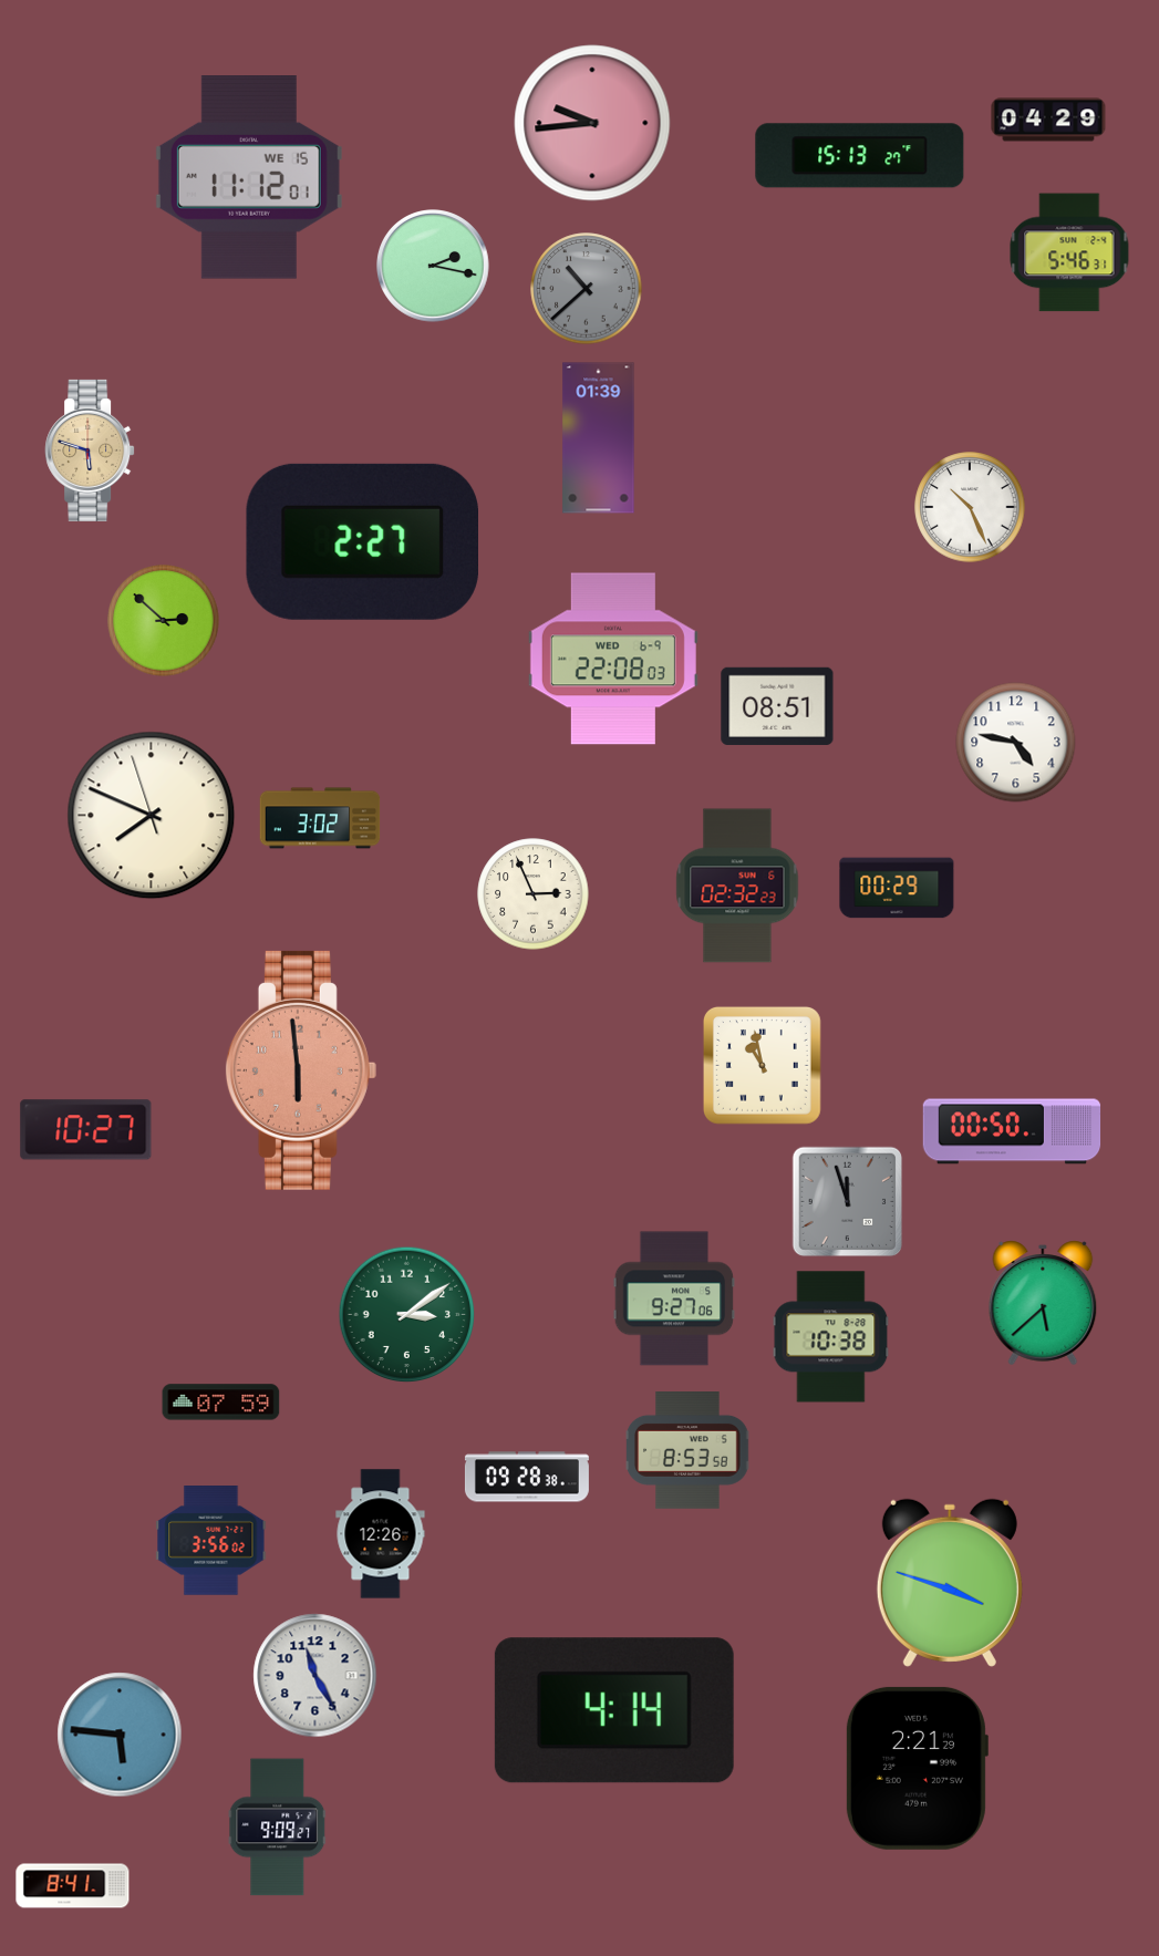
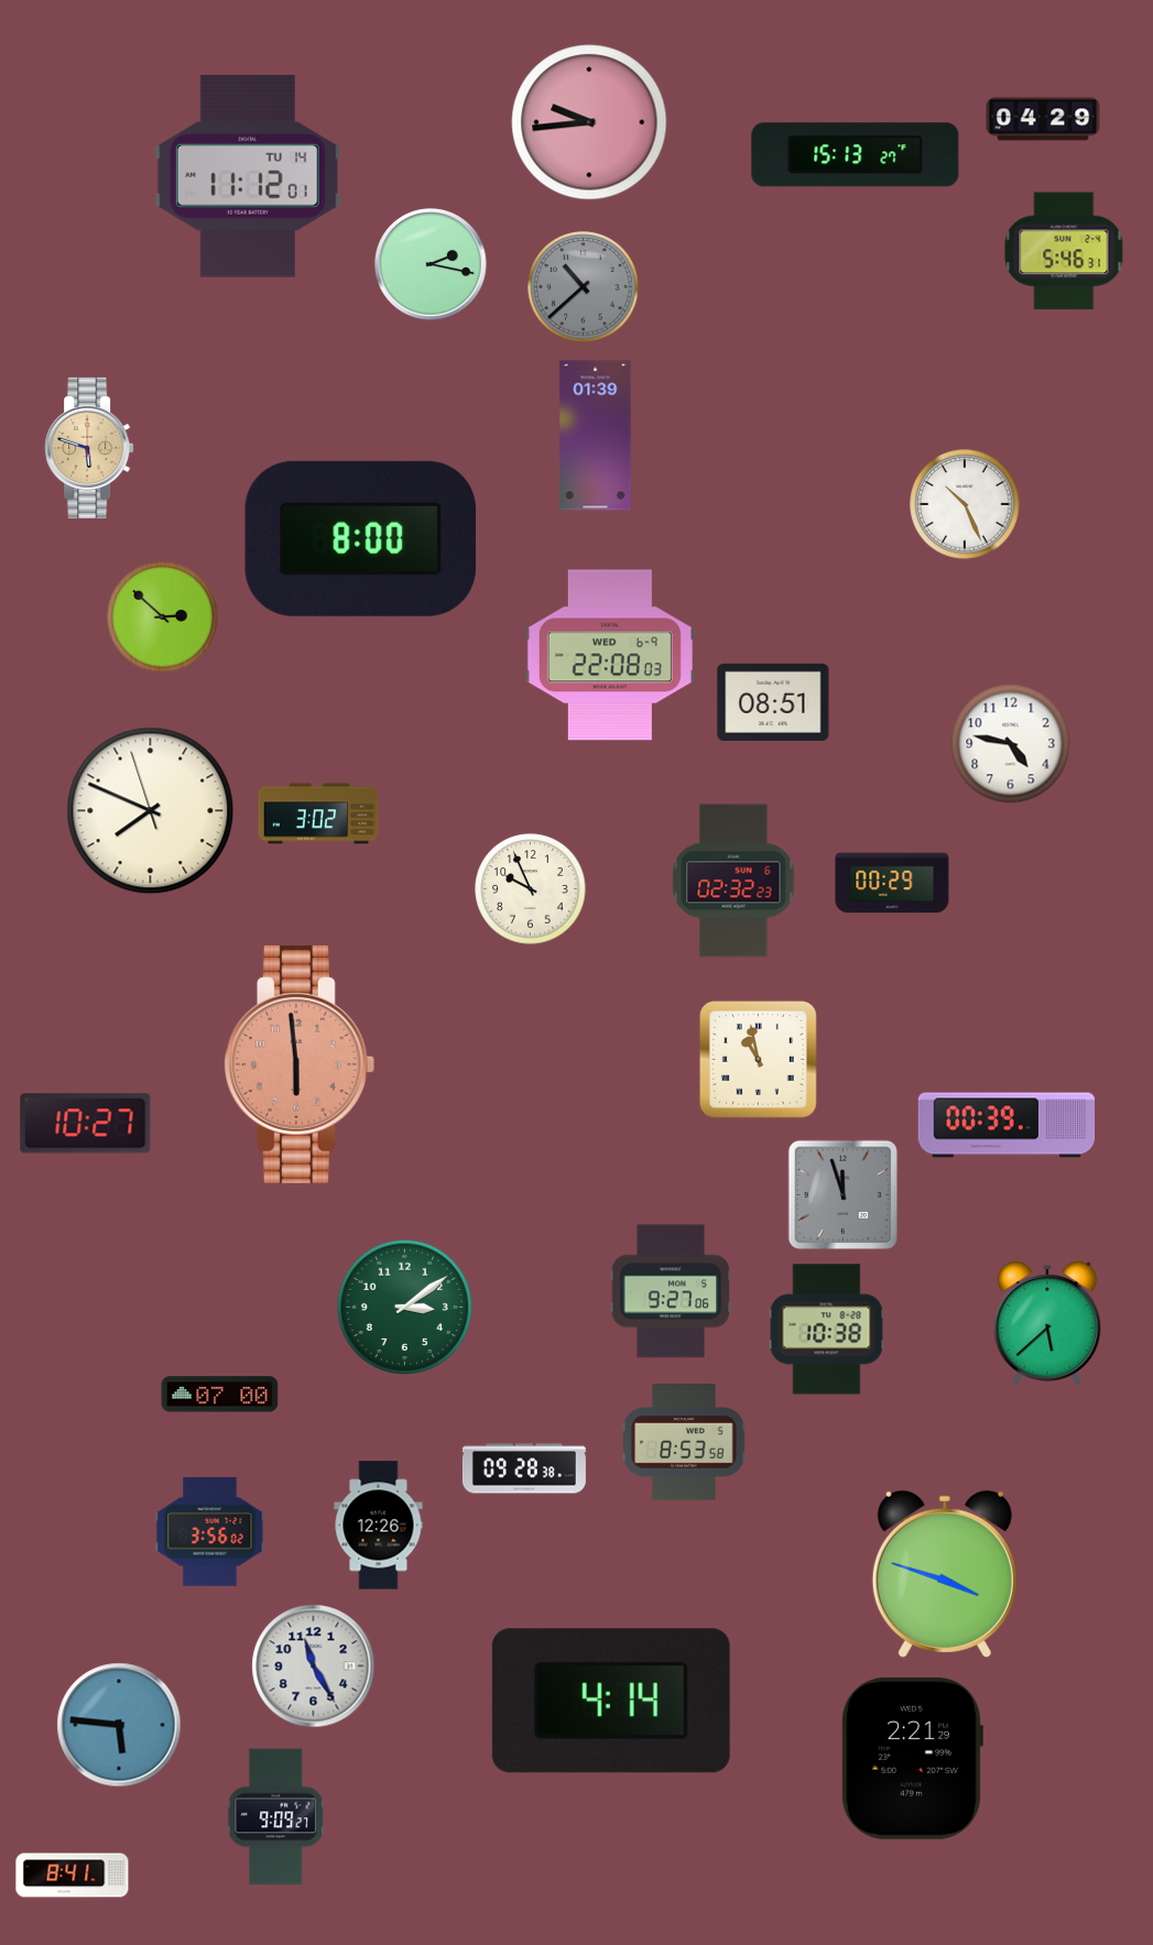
clock at (249, 178) date: WE 15 -> TU 14
clock at (362, 541): 2:27 -> 8:00
clock at (1016, 743) position: (1016, 743) -> (1011, 744)
clock at (534, 894): 2:56 -> 9:56
clock at (1012, 1131): 00:50 -> 00:39
clock at (1043, 1303) position: (1043, 1303) -> (1047, 1323)
clock at (221, 1403): 07:59 -> 07:00
